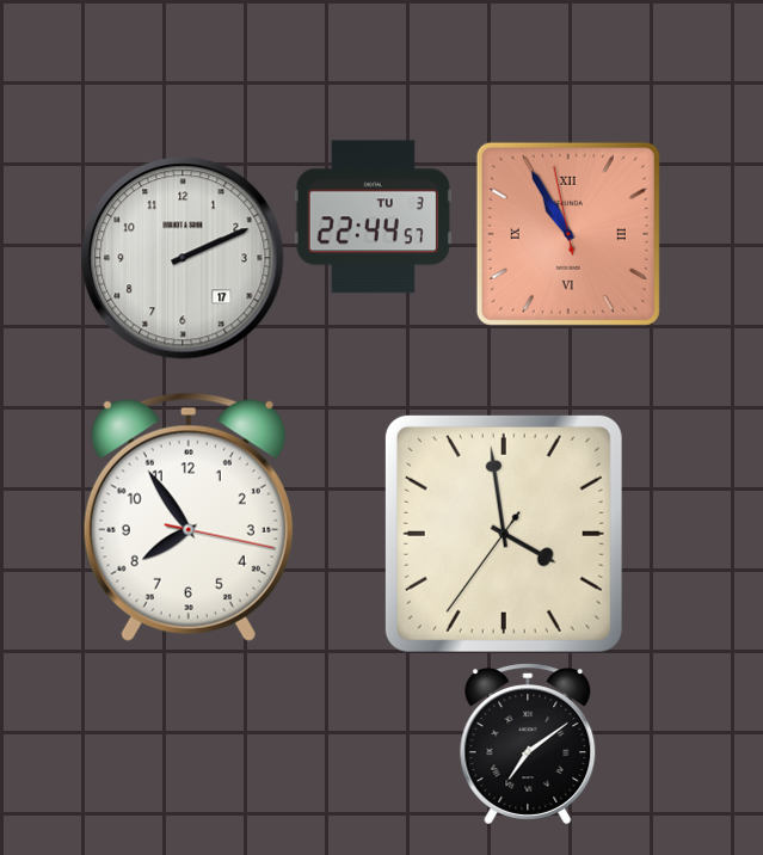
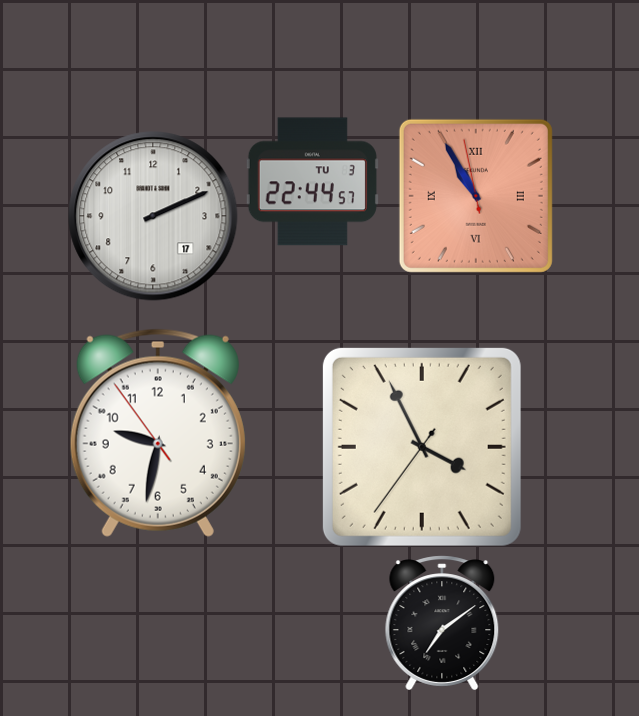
clock at (189, 517): 7:54 -> 9:31
clock at (504, 534): 3:58 -> 3:55
